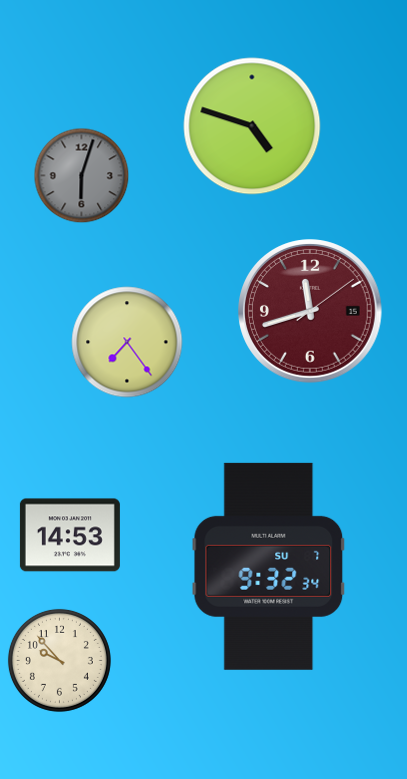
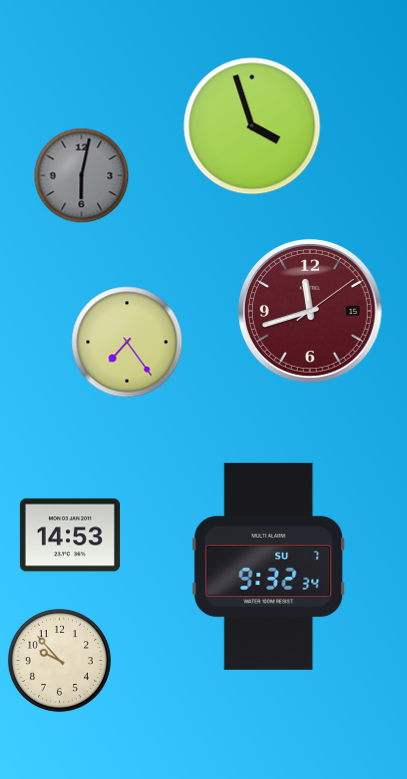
clock at (252, 126): 4:48 -> 3:57
clock at (82, 176): 6:03 -> 6:02
